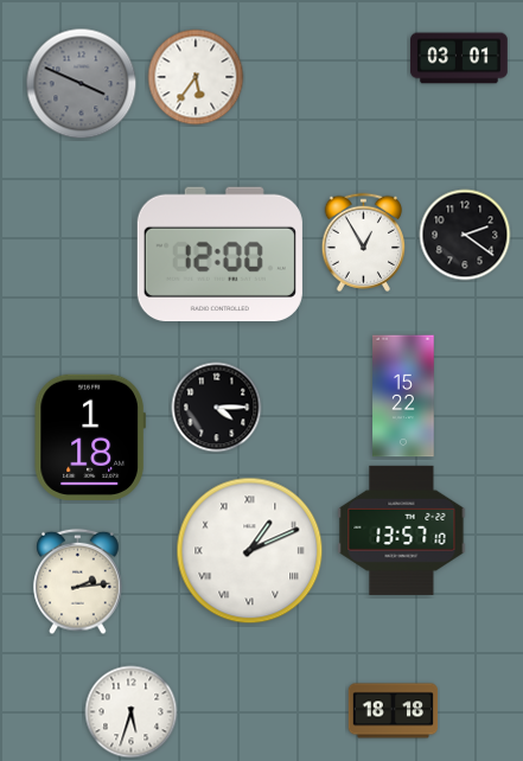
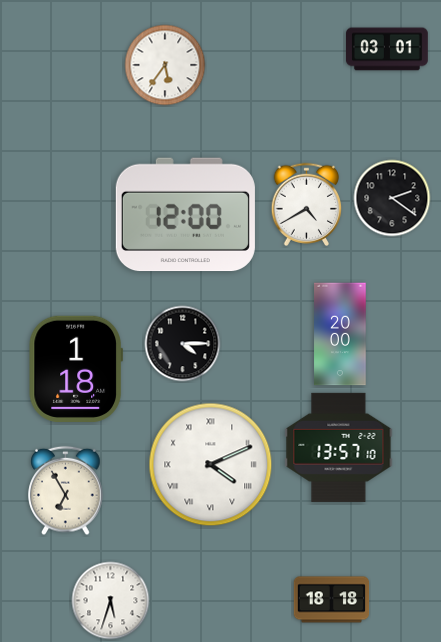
clock at (82, 84): 3:49 -> none
clock at (364, 242): 12:55 -> 4:40
clock at (403, 396): 15:22 -> 20:00
clock at (250, 551): 1:11 -> 4:11
clock at (78, 582): 2:14 -> 6:55
